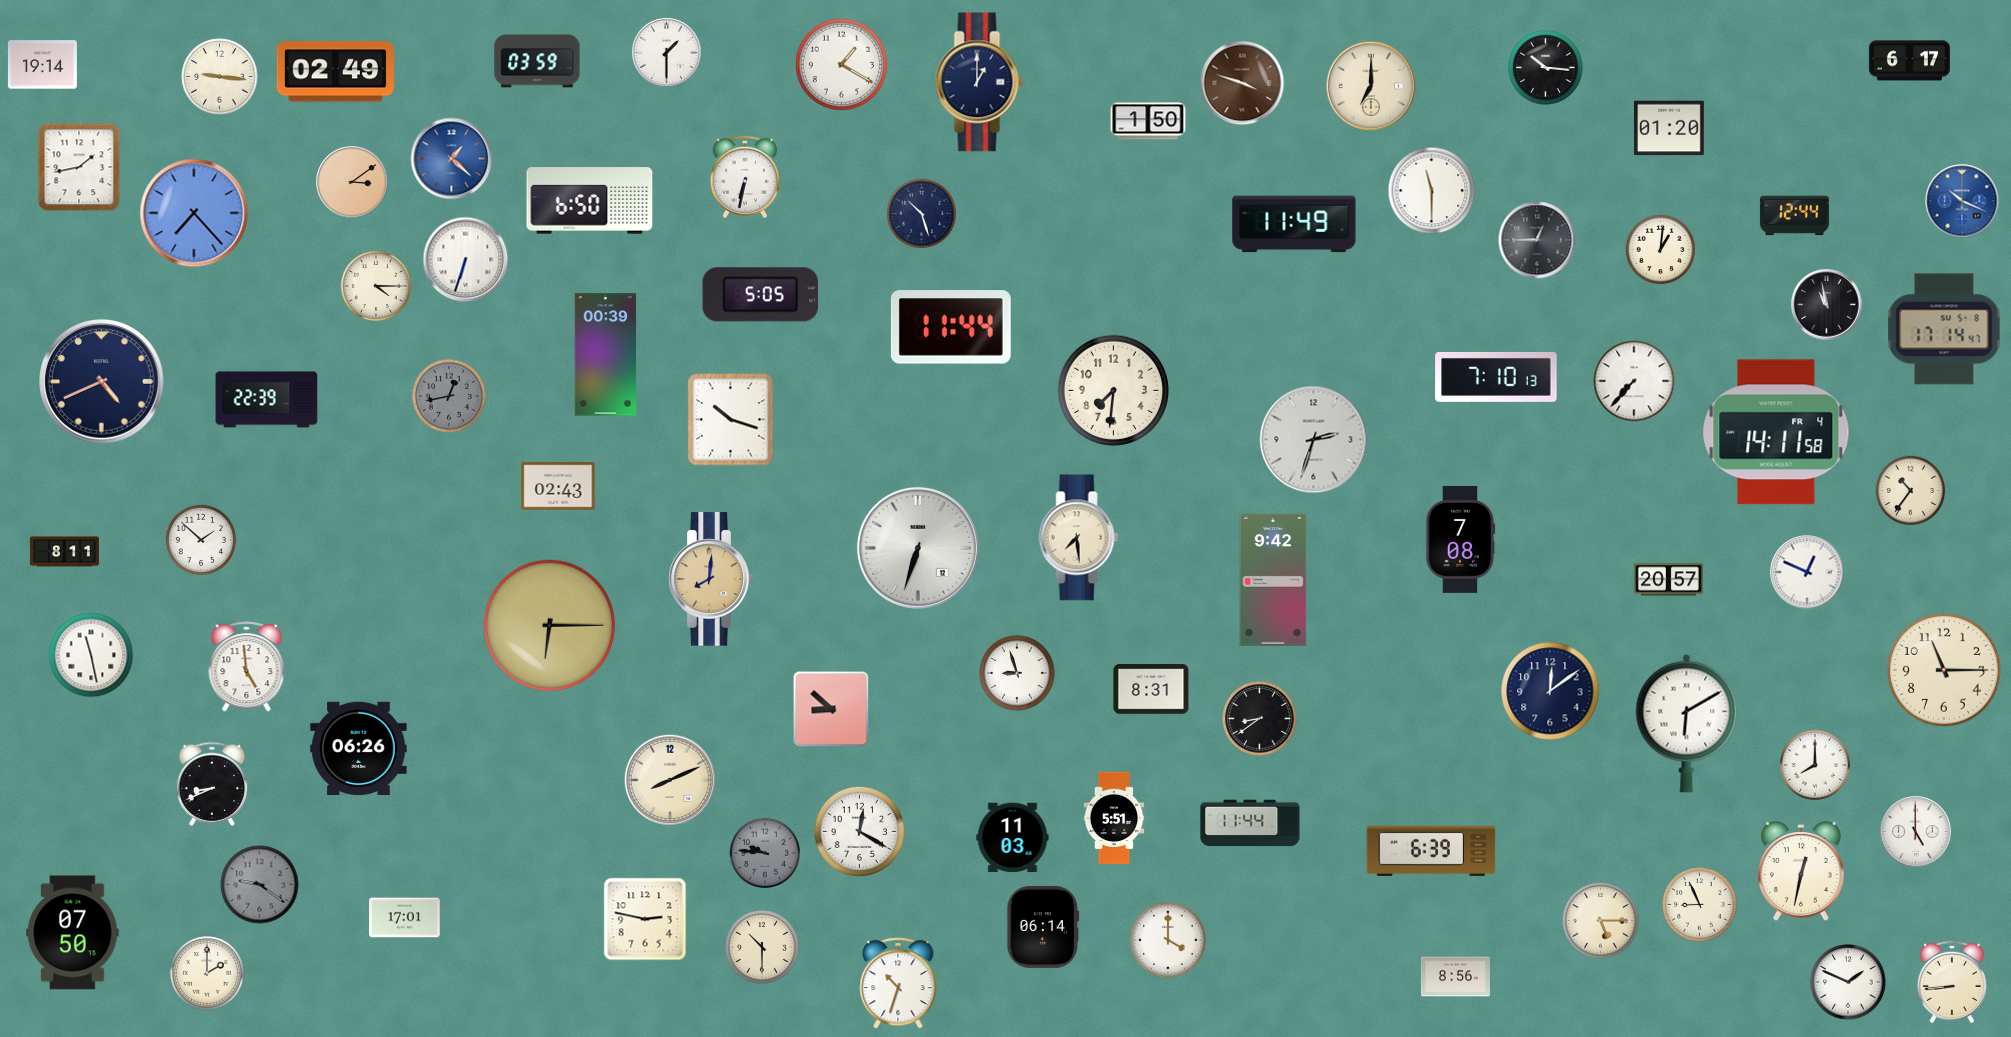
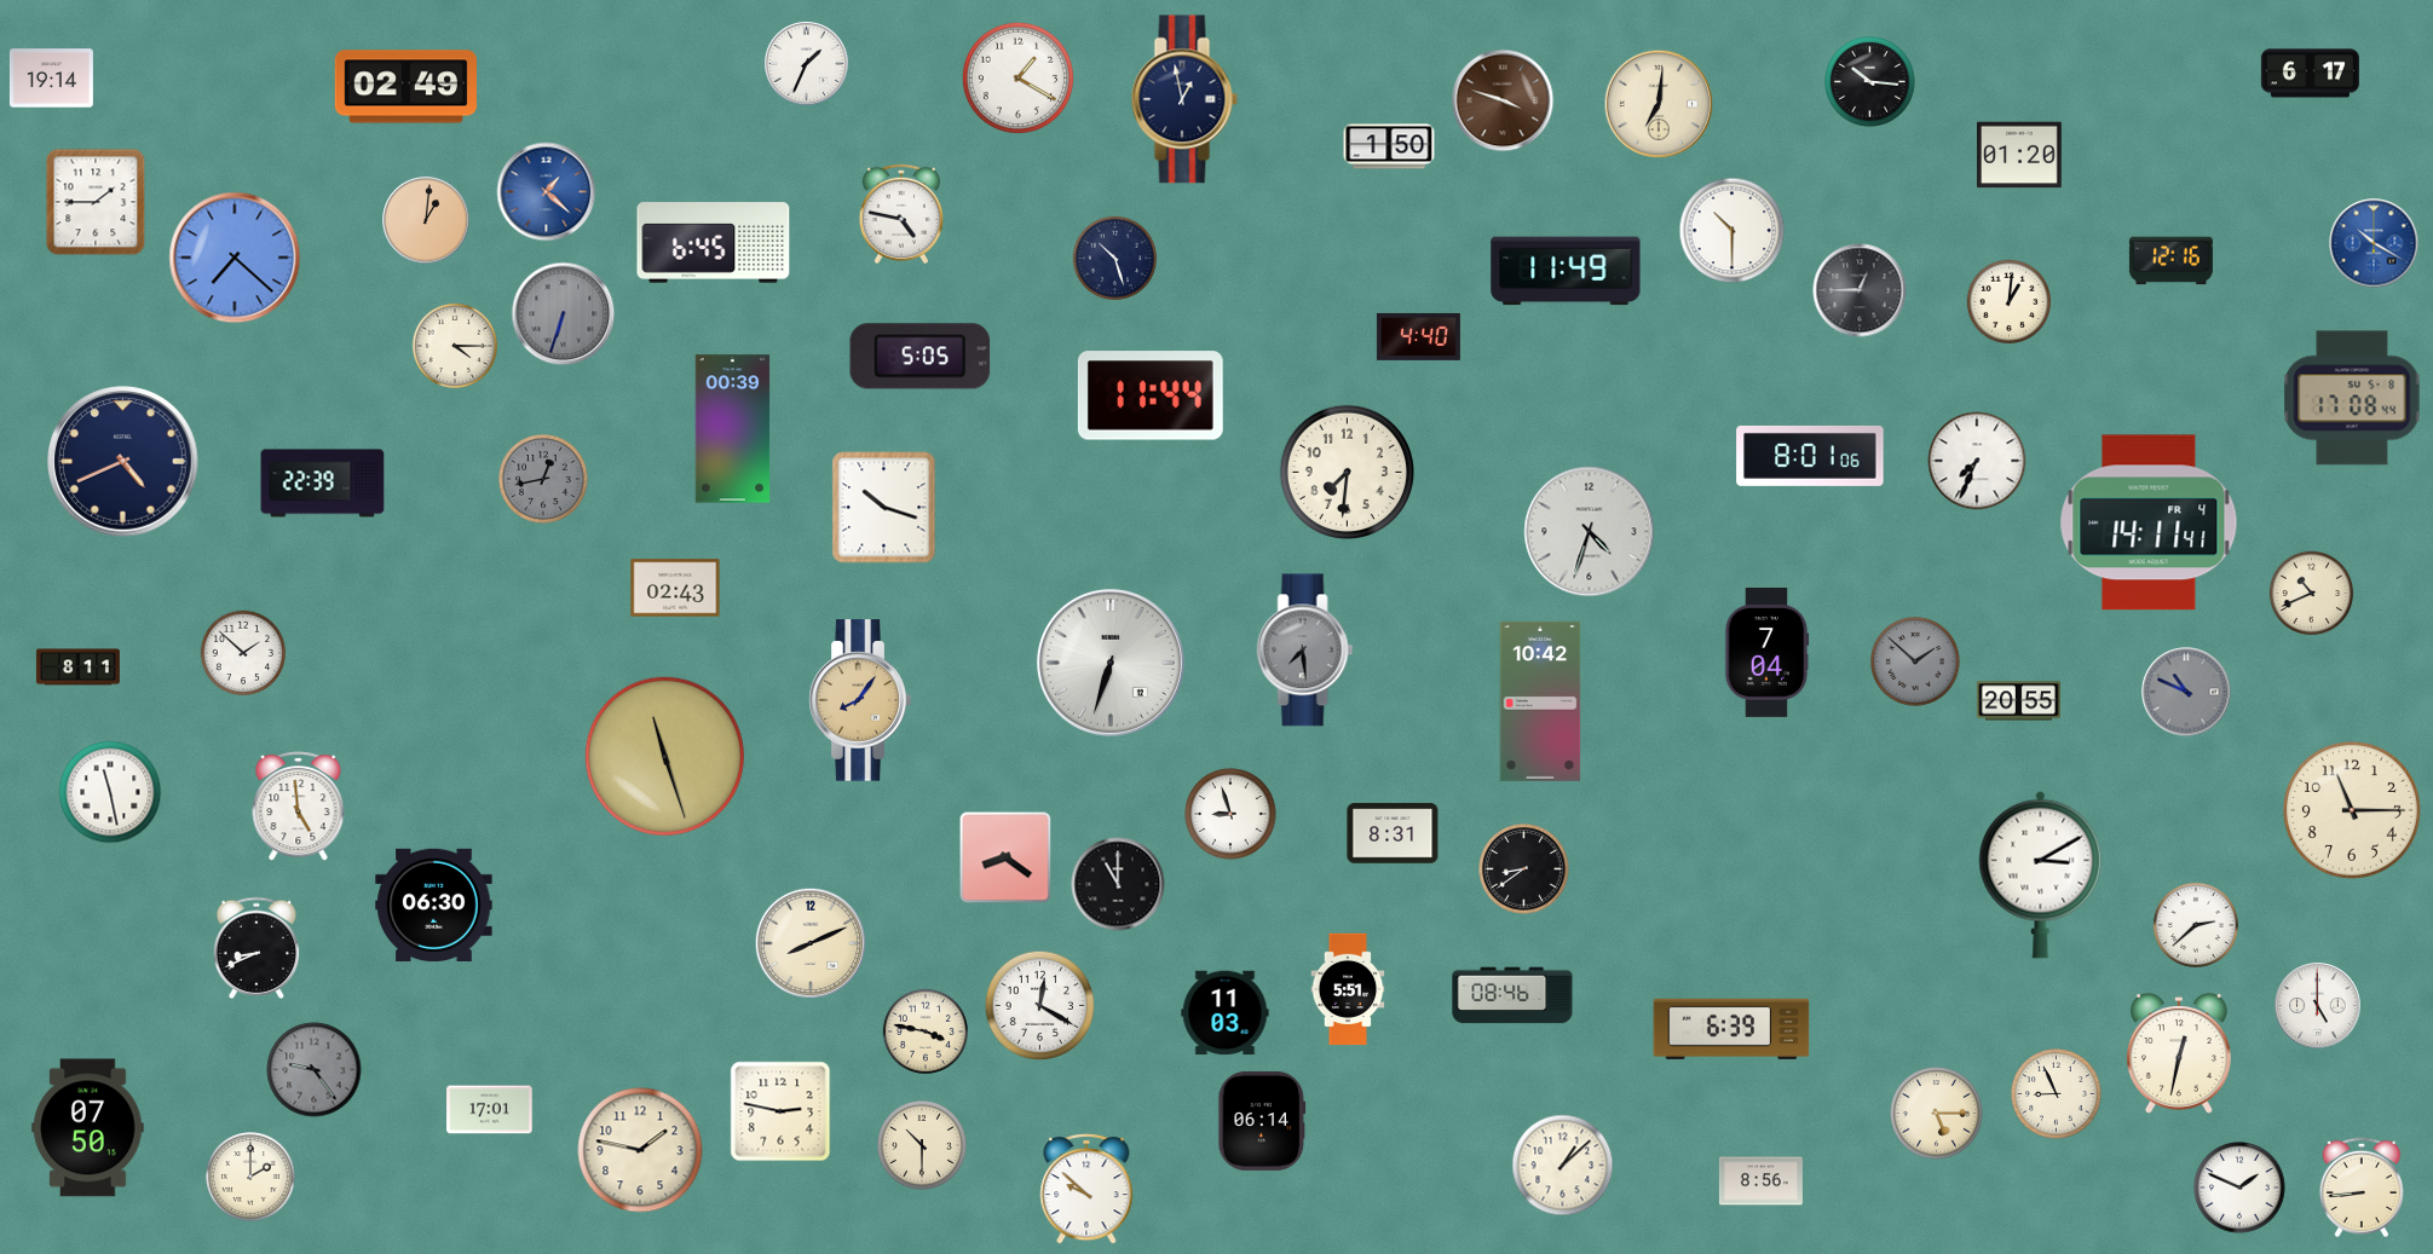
clock at (667, 53): 1:30 -> 1:34
clock at (537, 61): 03:59 -> none
clock at (220, 77): 9:16 -> none
clock at (979, 82): 1:00 -> 12:58
clock at (1371, 86): 7:00 -> 7:01
clock at (79, 167): 1:43 -> 1:45
clock at (744, 177): 6:32 -> 4:47
clock at (352, 182): 3:09 -> 1:01
clock at (1432, 191): 11:30 -> 10:30
clock at (590, 201): 6:50 -> 6:45
clock at (1962, 201): 10:19 -> 10:20
clock at (194, 213): 7:23 -> 7:22
clock at (1794, 216): 12:44 -> 12:16
clock at (466, 260) dial: white -> grey
clock at (1418, 336): none -> 4:40
clock at (1827, 305): 10:58 -> none
clock at (1944, 329): 17:14 -> 17:08
clock at (1496, 377): 7:10 -> 8:01
clock at (1634, 381): 7:37 -> 7:34
clock at (1776, 432): 14:11:58 -> 14:11:41
clock at (1314, 440): 2:33 -> 4:33
clock at (1911, 491): 10:36 -> 10:41
clock at (1079, 538) dial: cream -> grey
clock at (1460, 539): 7:08 -> 7:04
clock at (1916, 663): none -> 1:52
clock at (1807, 572): 12:49 -> 10:49
clock at (1807, 572) dial: white -> grey
clock at (711, 579): 8:01 -> 8:06
clock at (1273, 580): 9:42 -> 10:42
clock at (1668, 580): 20:57 -> 20:55
clock at (549, 625): 6:15 -> 11:27
clock at (1550, 691): 12:09 -> none
clock at (831, 709): 8:52 -> 8:21
clock at (1687, 723): 6:10 -> 3:10
clock at (1118, 884): none -> 11:00
clock at (359, 749): 06:26 -> 06:30
clock at (1814, 764): 8:00 -> 2:38
clock at (1250, 823): 11:44 -> 08:46
clock at (764, 852): 9:46 -> 3:47
clock at (764, 852) dial: grey -> cream
clock at (260, 885): 9:21 -> 9:24
clock at (1168, 940): 4:00 -> none
clock at (640, 1150): none -> 1:47
clock at (1563, 1166): none -> 1:08
clock at (1848, 982) position: (1848, 982) -> (2239, 1187)
clock at (898, 983): 10:33 -> 9:52
